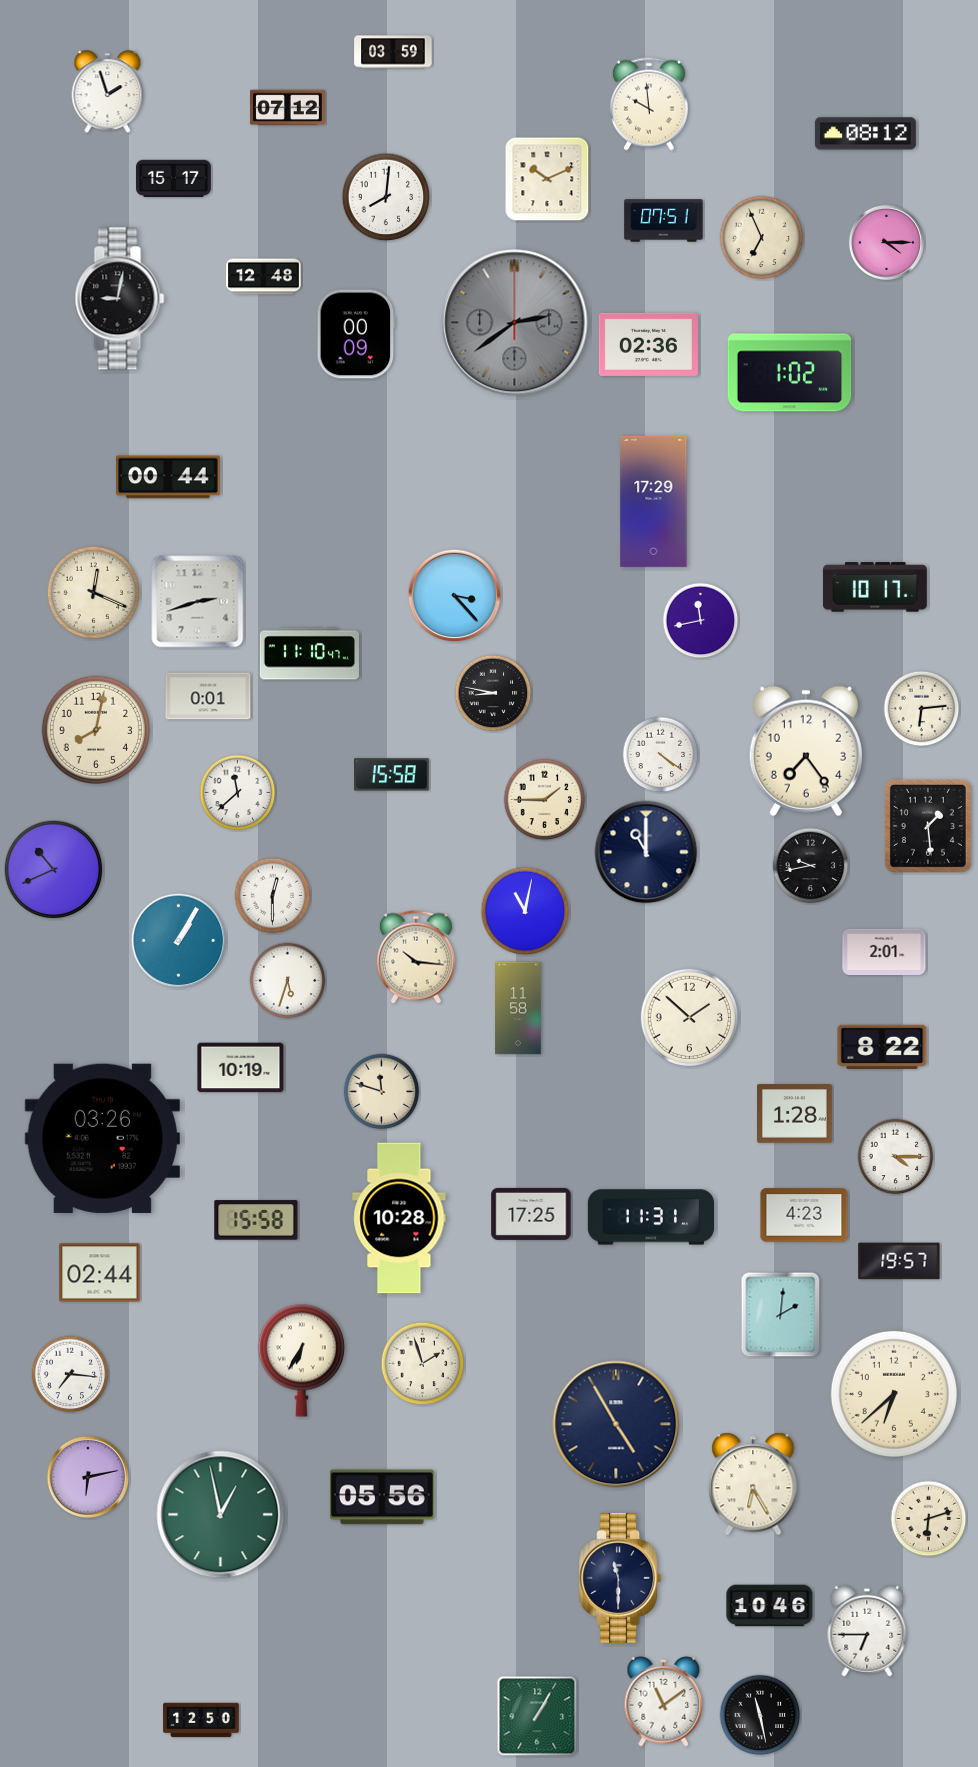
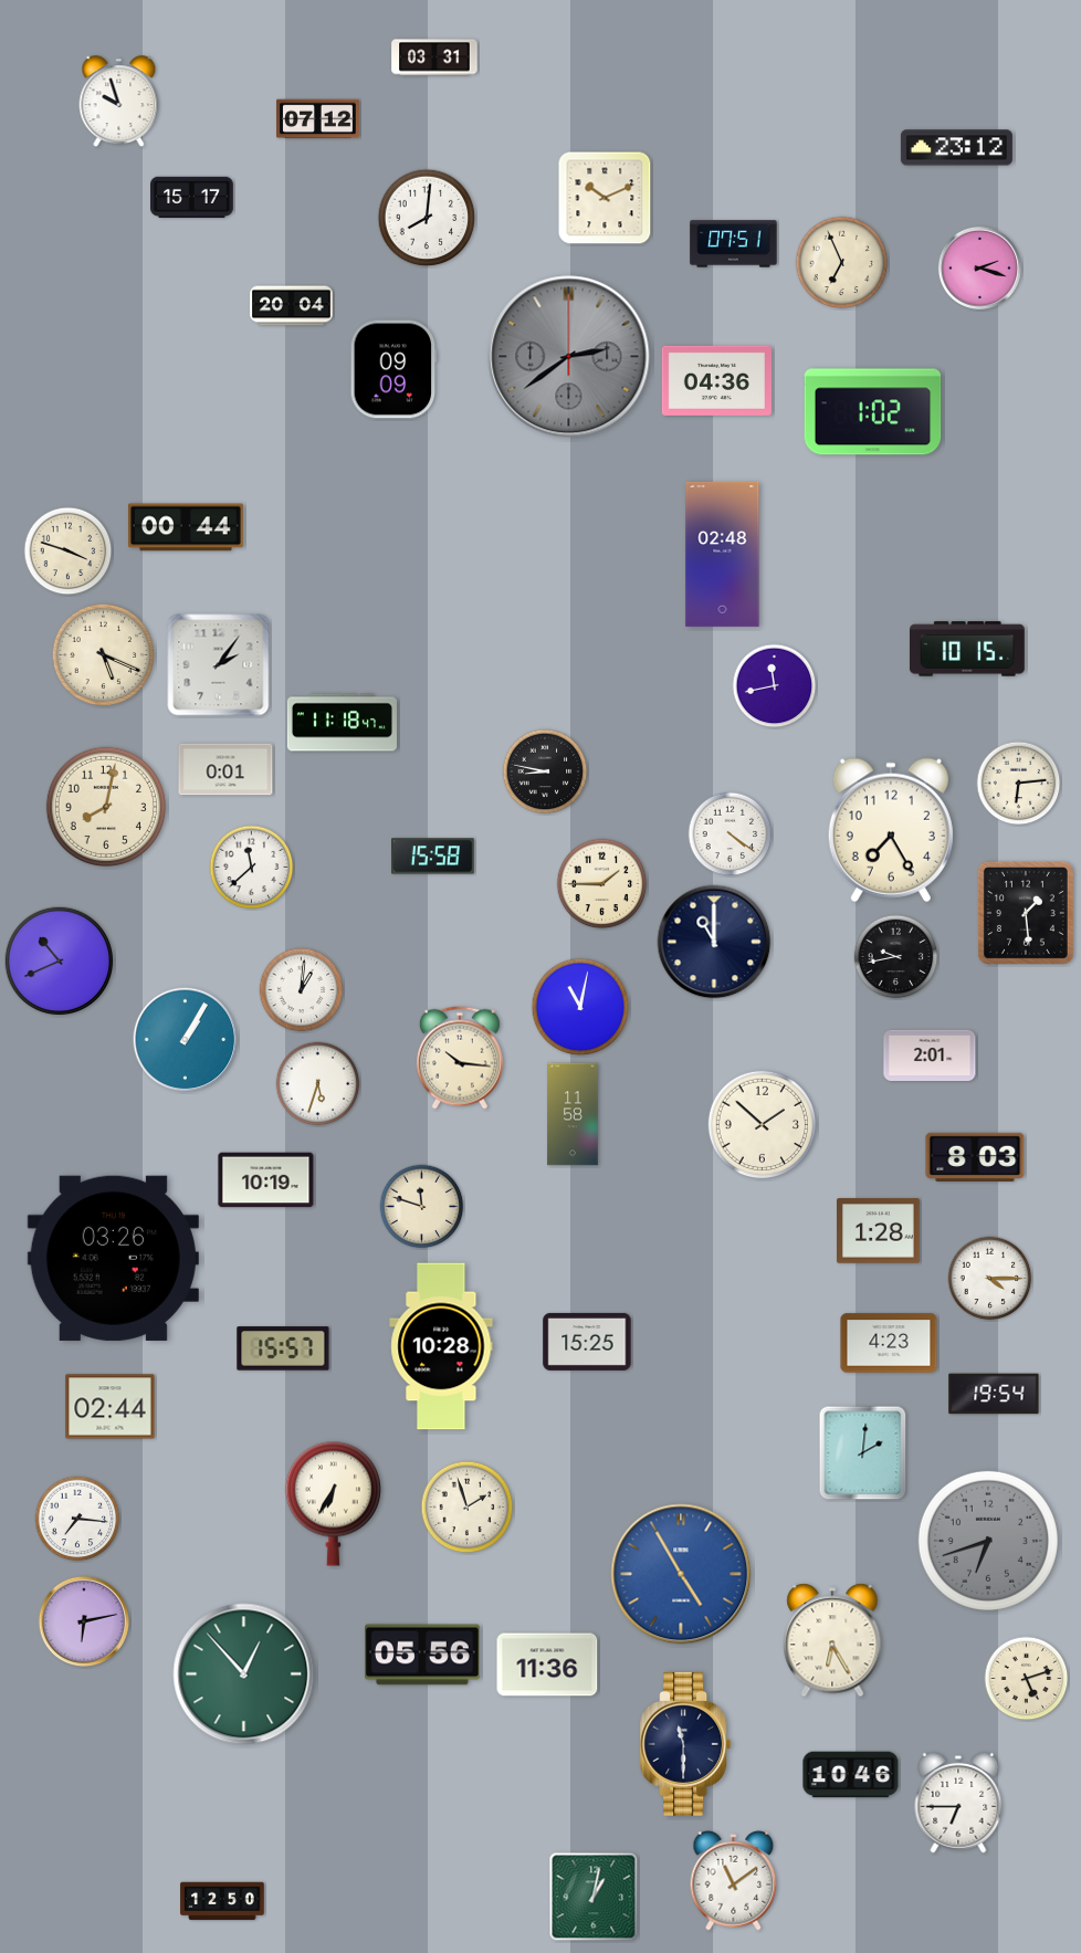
clock at (393, 52): 03:59 -> 03:31
clock at (108, 92): 1:57 -> 9:57
clock at (649, 104): 9:59 -> none
clock at (865, 134): 08:12 -> 23:12
clock at (886, 242): 4:15 -> 2:18
clock at (264, 277): 12:48 -> 20:04
clock at (120, 299): 9:02 -> none
clock at (356, 334): 00:09 -> 09:09
clock at (648, 344): 02:36 -> 04:36
clock at (69, 552): none -> 3:48
clock at (654, 501): 17:29 -> 02:48
clock at (876, 587): 10:17 -> 10:15
clock at (94, 593): 12:19 -> 5:19
clock at (455, 596): 3:23 -> none
clock at (198, 602): 2:42 -> 2:06
clock at (309, 654): 11:10 -> 11:18
clock at (493, 693) position: (493, 693) -> (545, 771)
clock at (208, 696) position: (208, 696) -> (225, 769)
clock at (806, 751): 7:24 -> 7:25
clock at (238, 793) position: (238, 793) -> (252, 868)
clock at (273, 896): 12:30 -> 1:01
clock at (179, 941) position: (179, 941) -> (186, 1040)
clock at (884, 952) position: (884, 952) -> (930, 1056)
clock at (882, 1047): 8:22 -> 8:03
clock at (531, 1214): 17:25 -> 15:25
clock at (651, 1217): 11:31 -> none
clock at (256, 1220): 15:58 -> 15:57
clock at (899, 1261): 19:57 -> 19:54
clock at (894, 1394): 6:38 -> 6:42
clock at (894, 1394) dial: cream -> grey
clock at (616, 1424) dial: navy -> blue
clock at (88, 1477) position: (88, 1477) -> (84, 1621)
clock at (547, 1665): none -> 11:36
clock at (221, 1515): 12:58 -> 12:53
clock at (929, 1519): 6:12 -> 5:12
clock at (760, 1715): 11:28 -> none
clock at (537, 1716): 1:05 -> 1:02
